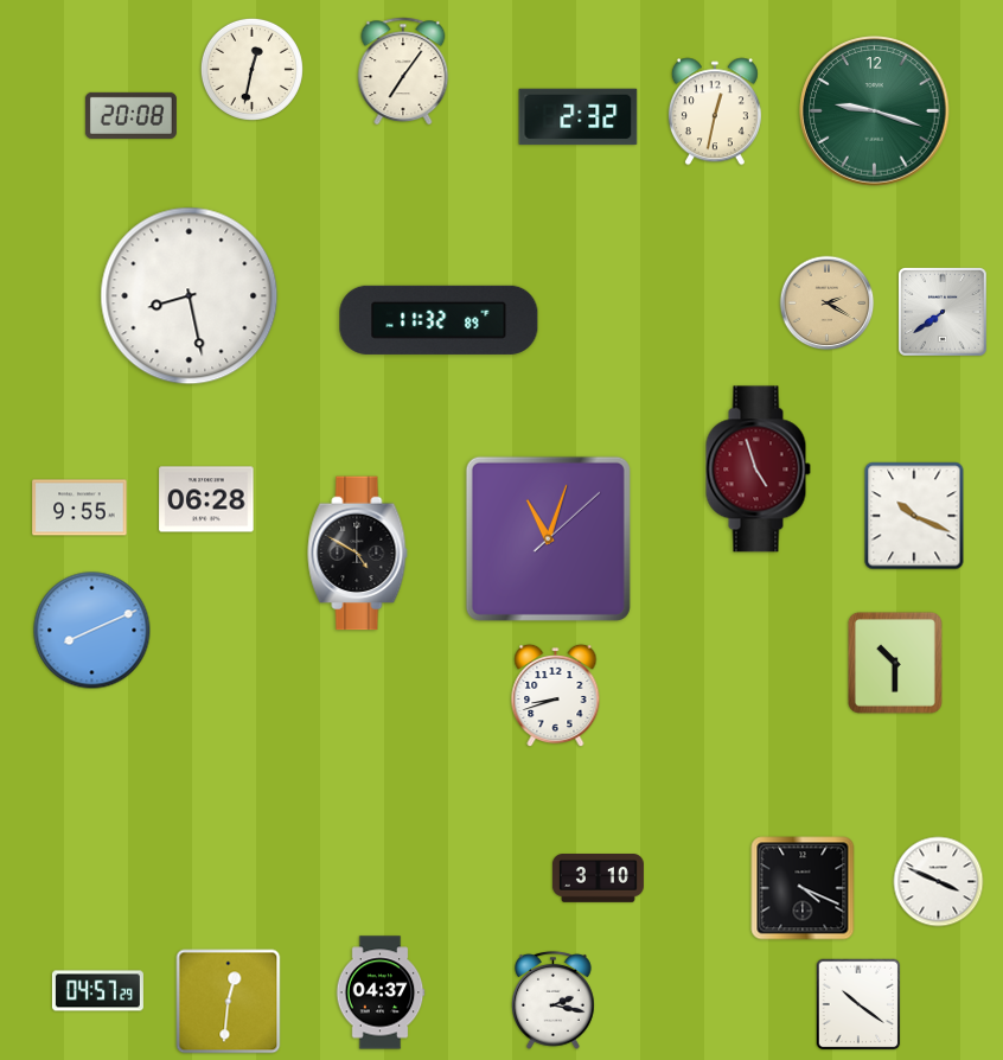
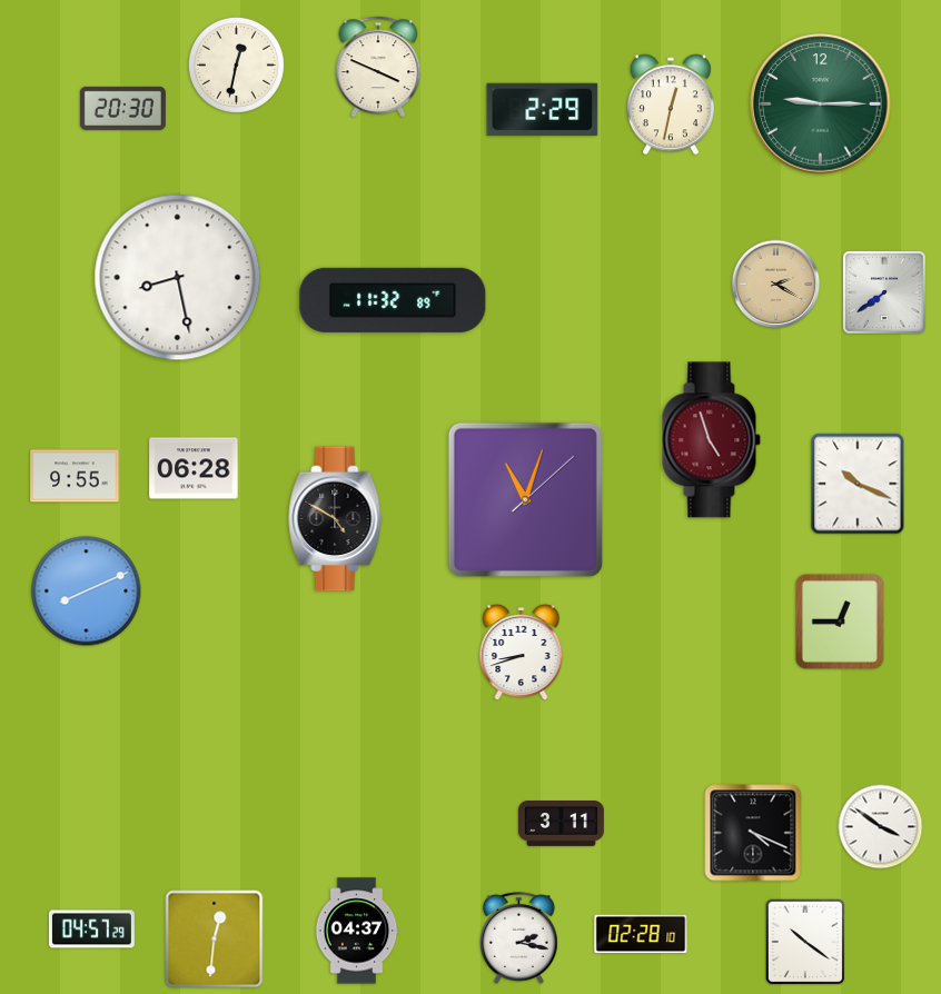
clock at (403, 71): 7:06 -> 3:49
clock at (875, 111): 9:18 -> 9:15
clock at (130, 115): 20:08 -> 20:30
clock at (579, 117): 2:32 -> 2:29
clock at (439, 320) position: (439, 320) -> (393, 300)
clock at (548, 538) position: (548, 538) -> (525, 499)
clock at (895, 663): 10:30 -> 12:45
clock at (598, 879): 3:10 -> 3:11
clock at (939, 882): 3:49 -> 3:51
clock at (641, 934): none -> 02:28
